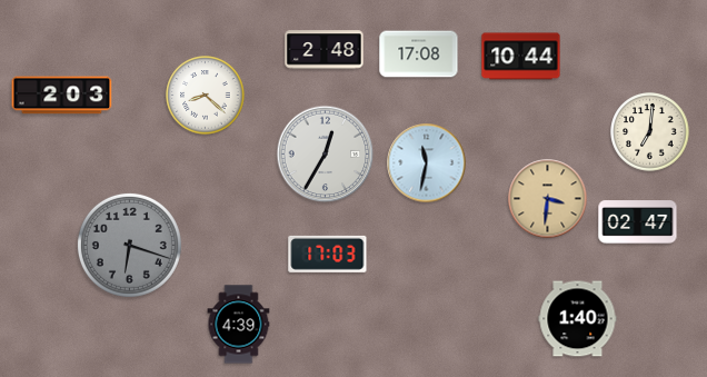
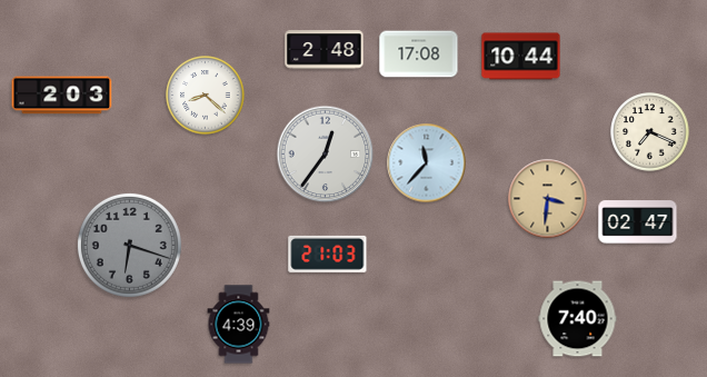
clock at (650, 132): 7:01 -> 7:19
clock at (326, 155): 12:35 -> 12:36
clock at (427, 163): 11:32 -> 11:37
clock at (328, 254): 17:03 -> 21:03
clock at (578, 319): 1:40 -> 7:40
